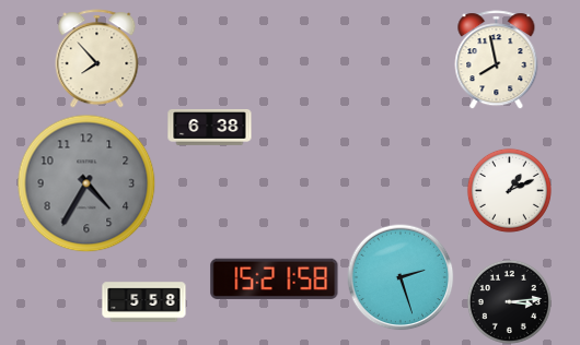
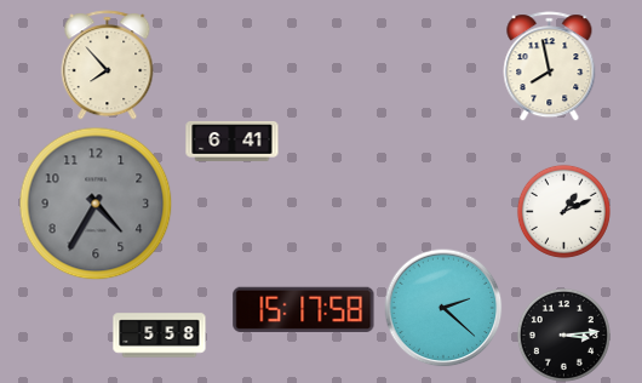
clock at (210, 128): 6:38 -> 6:41
clock at (401, 277): 2:27 -> 2:22
clock at (275, 278): 15:21 -> 15:17
